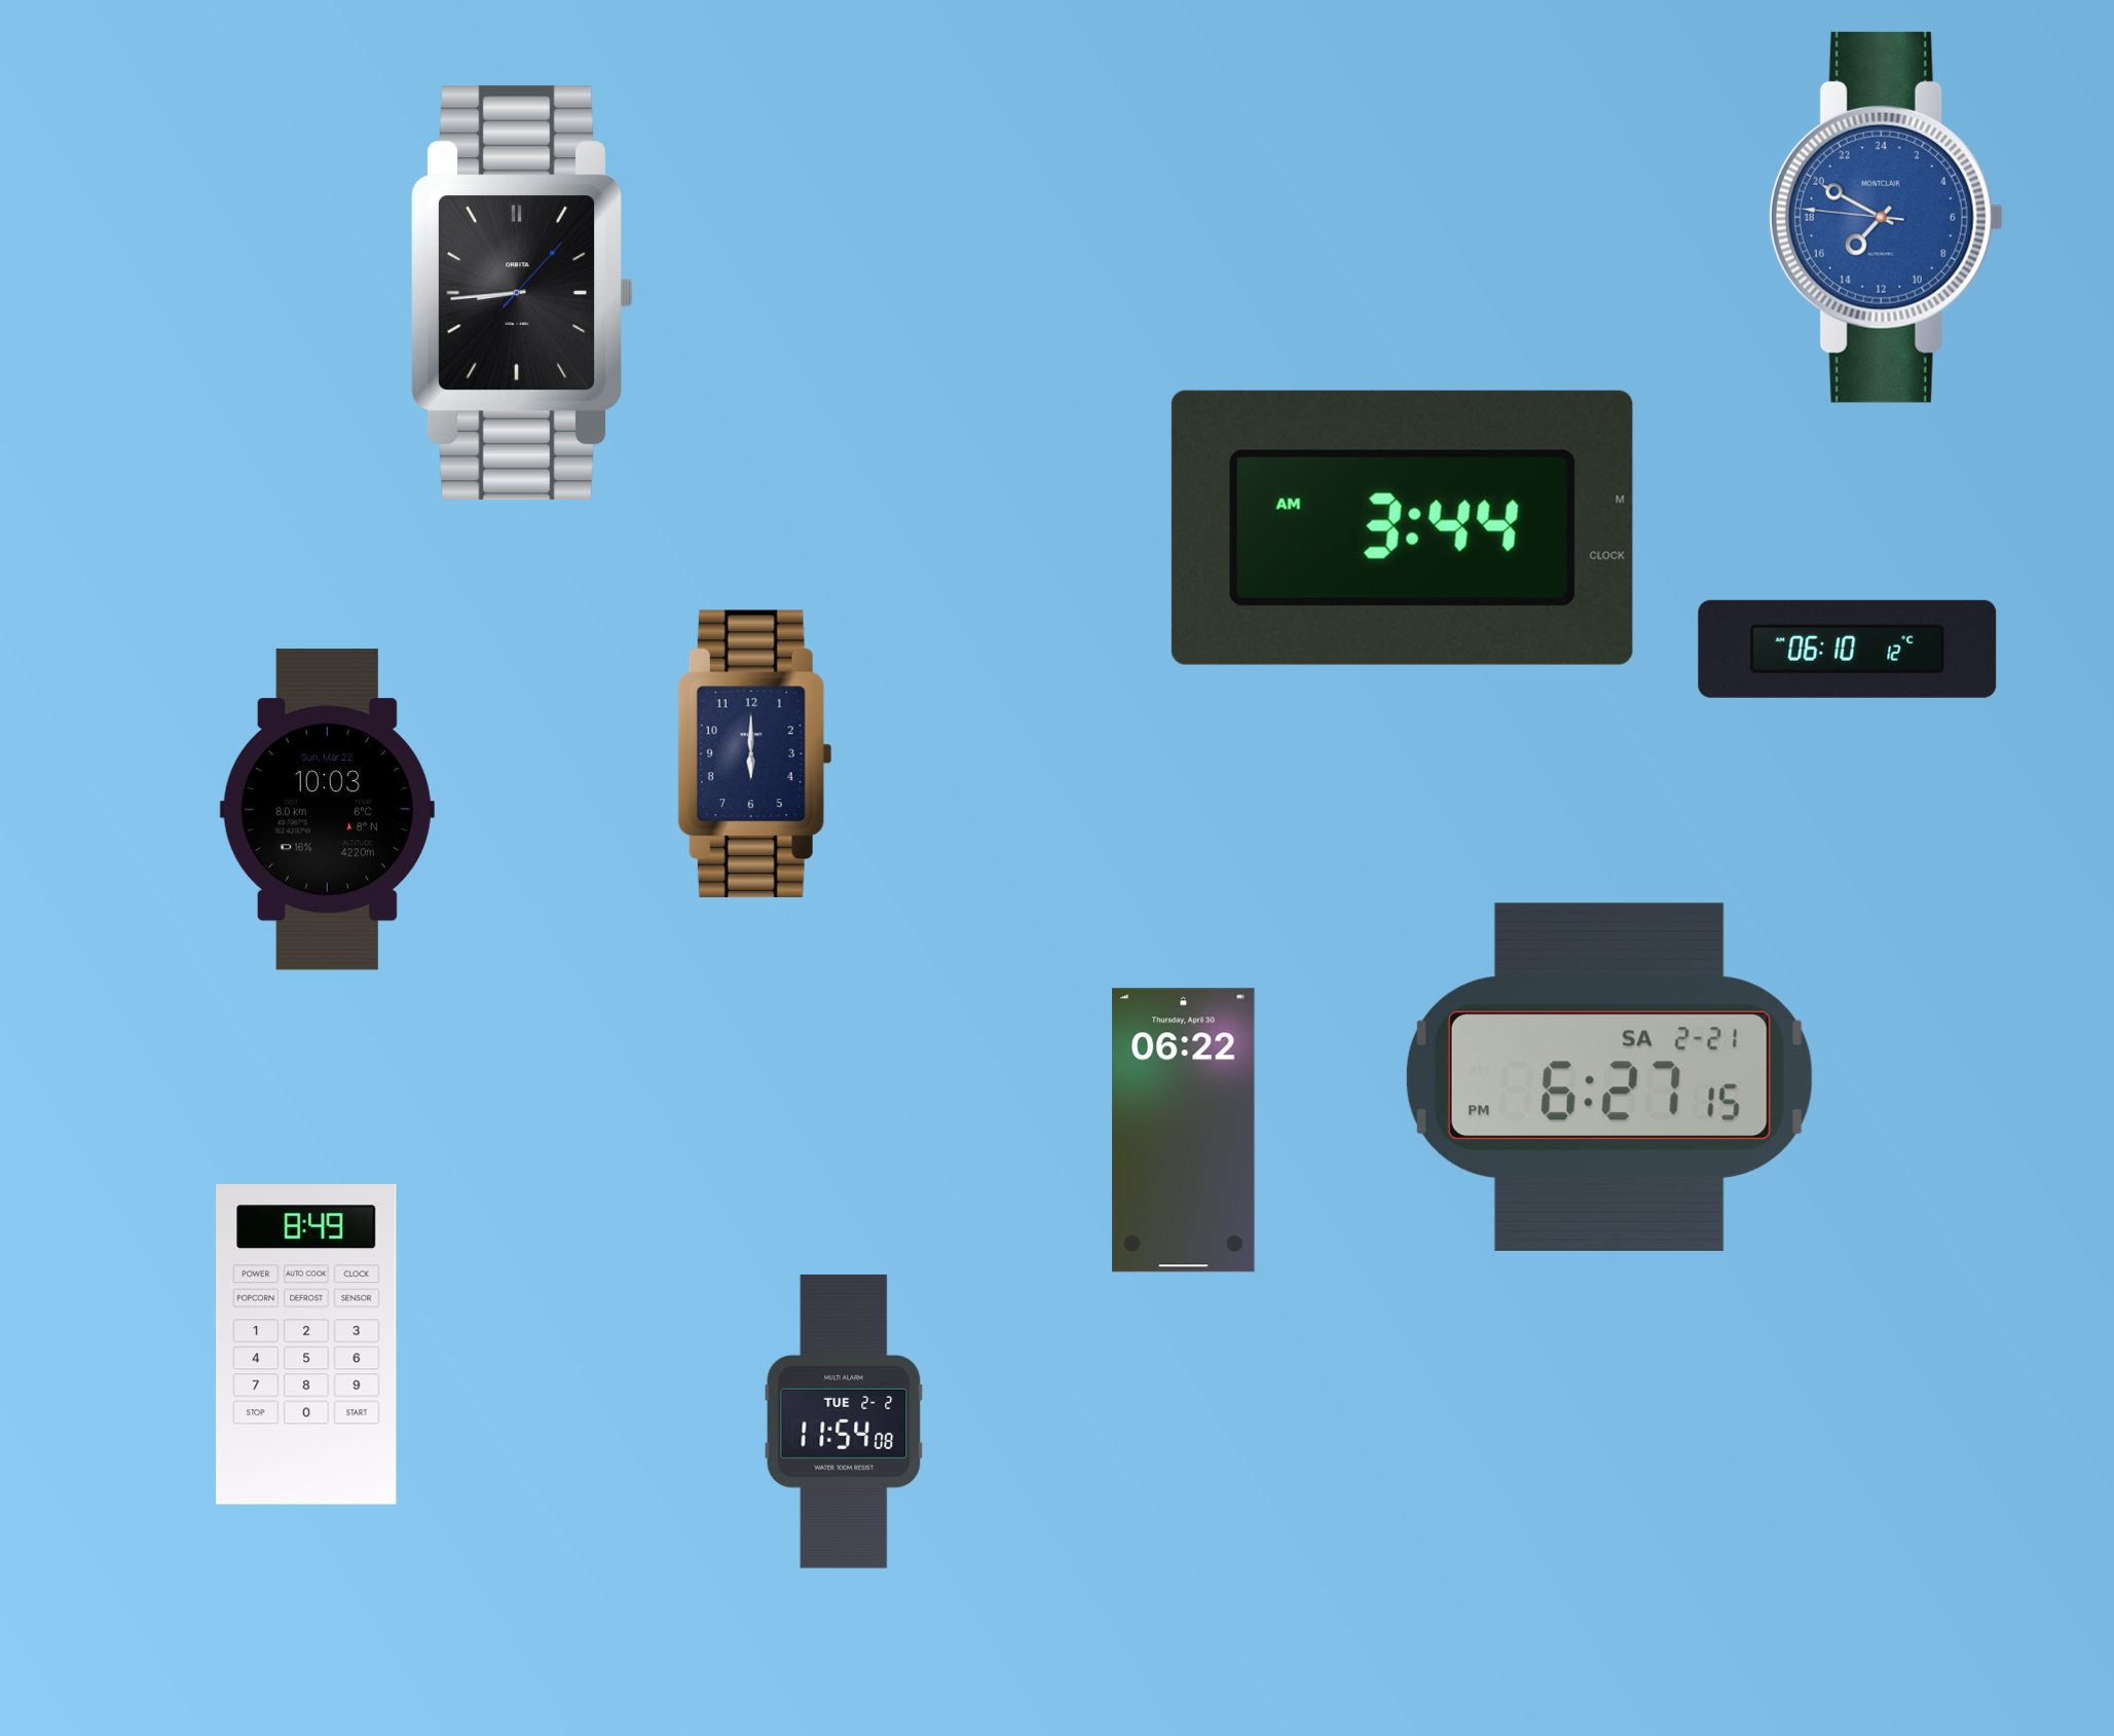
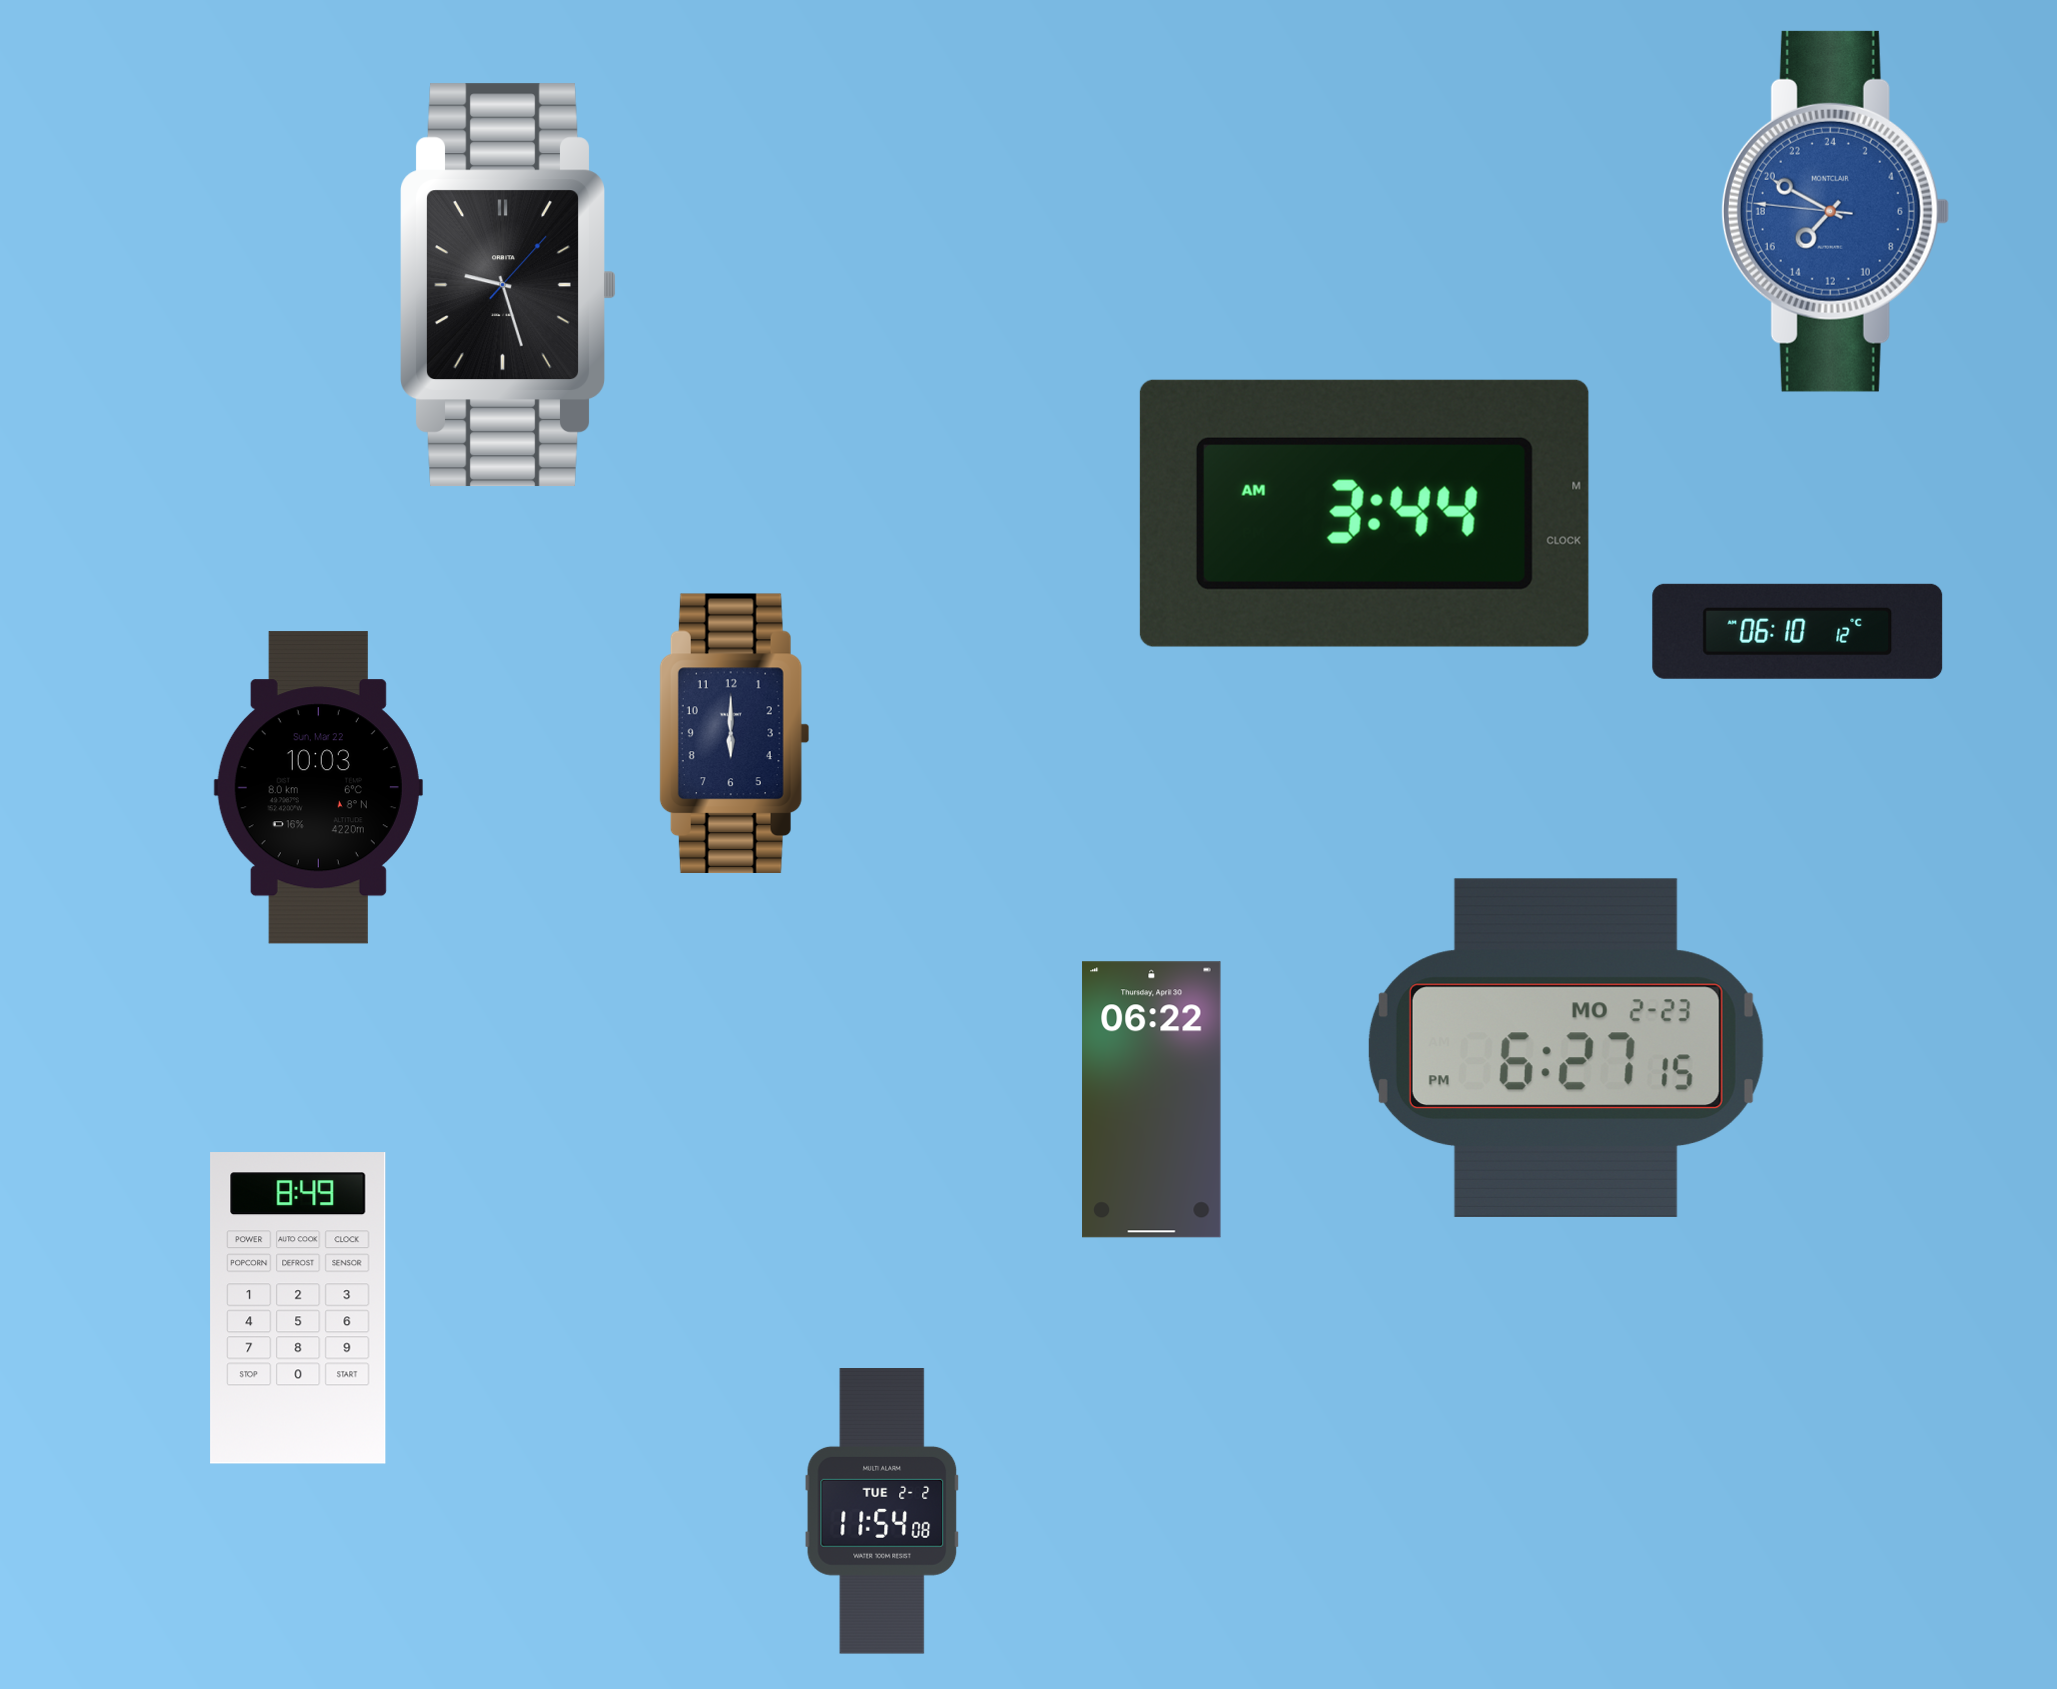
clock at (522, 293): 8:44 -> 9:27
clock at (1609, 1077) date: SA 2-21 -> MO 2-23
clock at (844, 1421) position: (844, 1421) -> (882, 1511)
